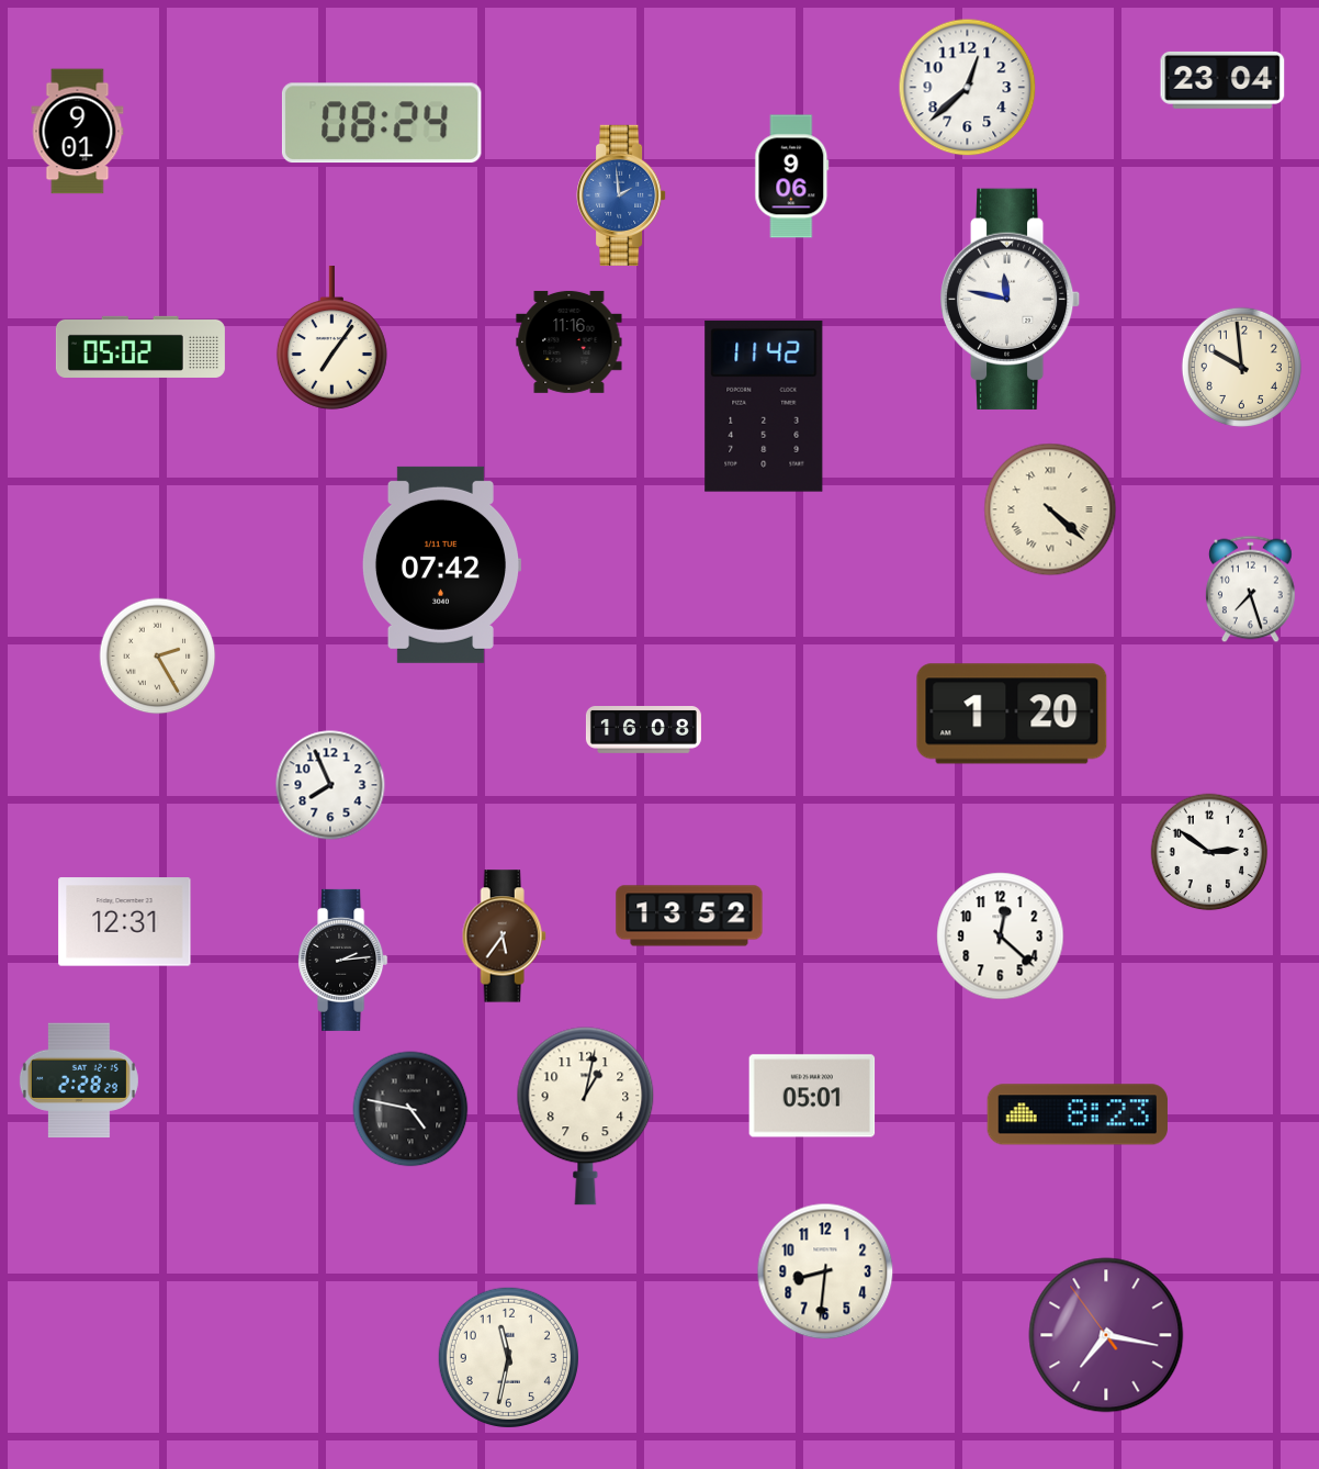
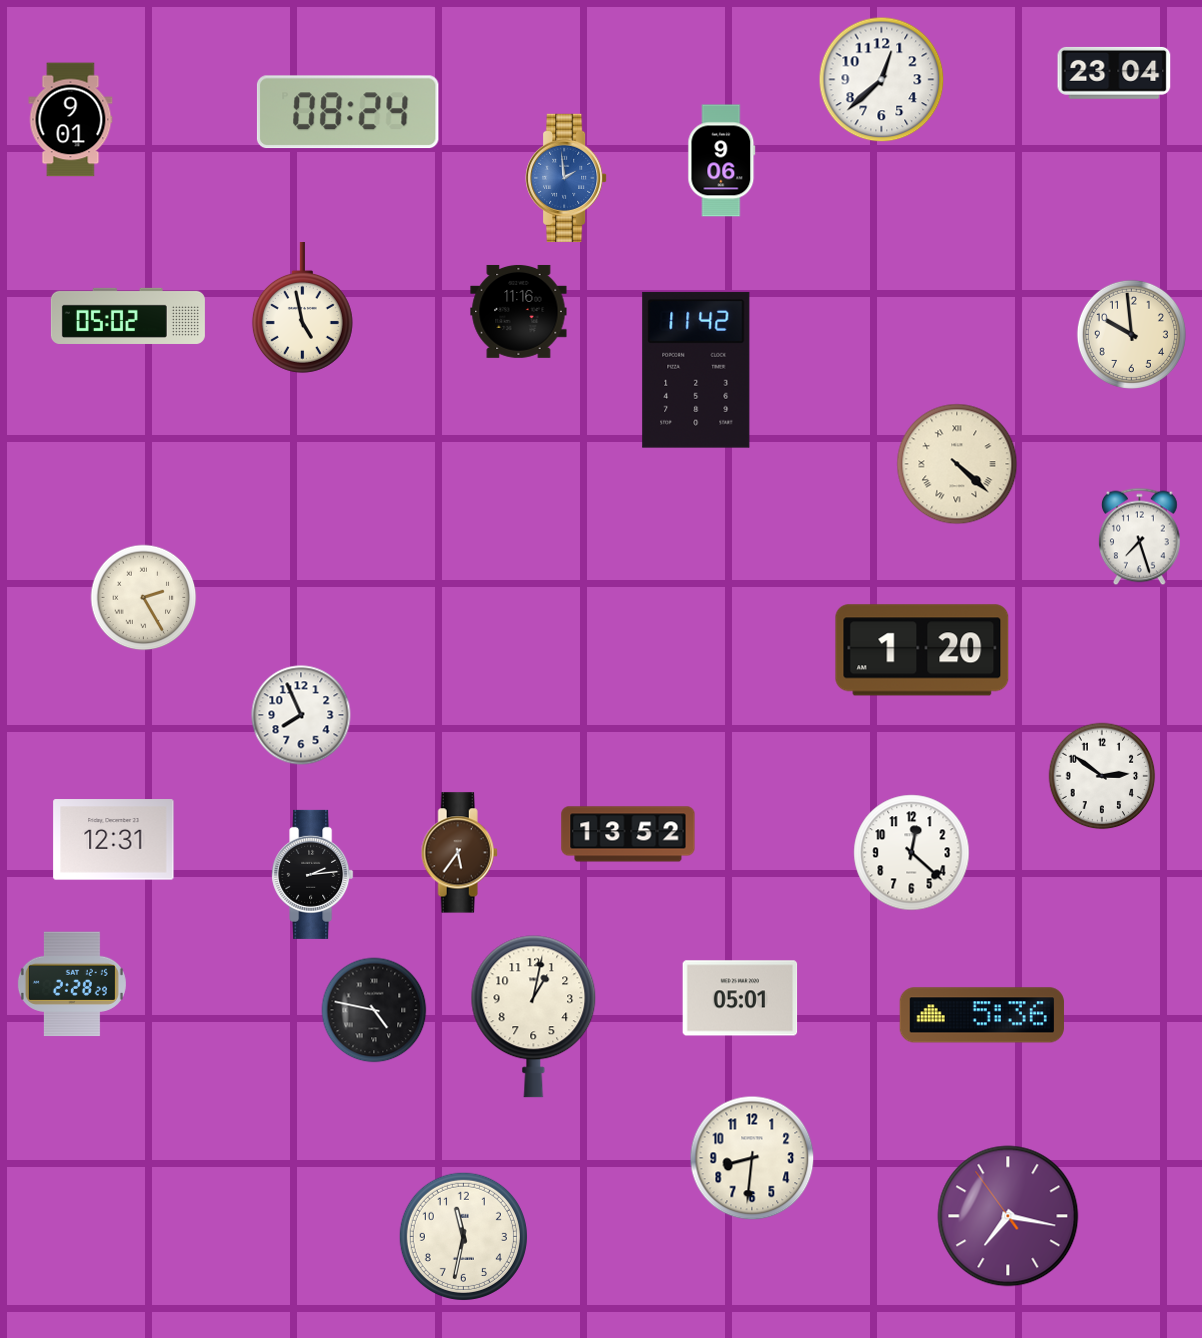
clock at (1011, 299): 11:47 -> none
clock at (331, 338): 7:06 -> 4:58
clock at (441, 564): 07:42 -> none
clock at (643, 730): 16:08 -> none
clock at (1078, 1114): 8:23 -> 5:36
